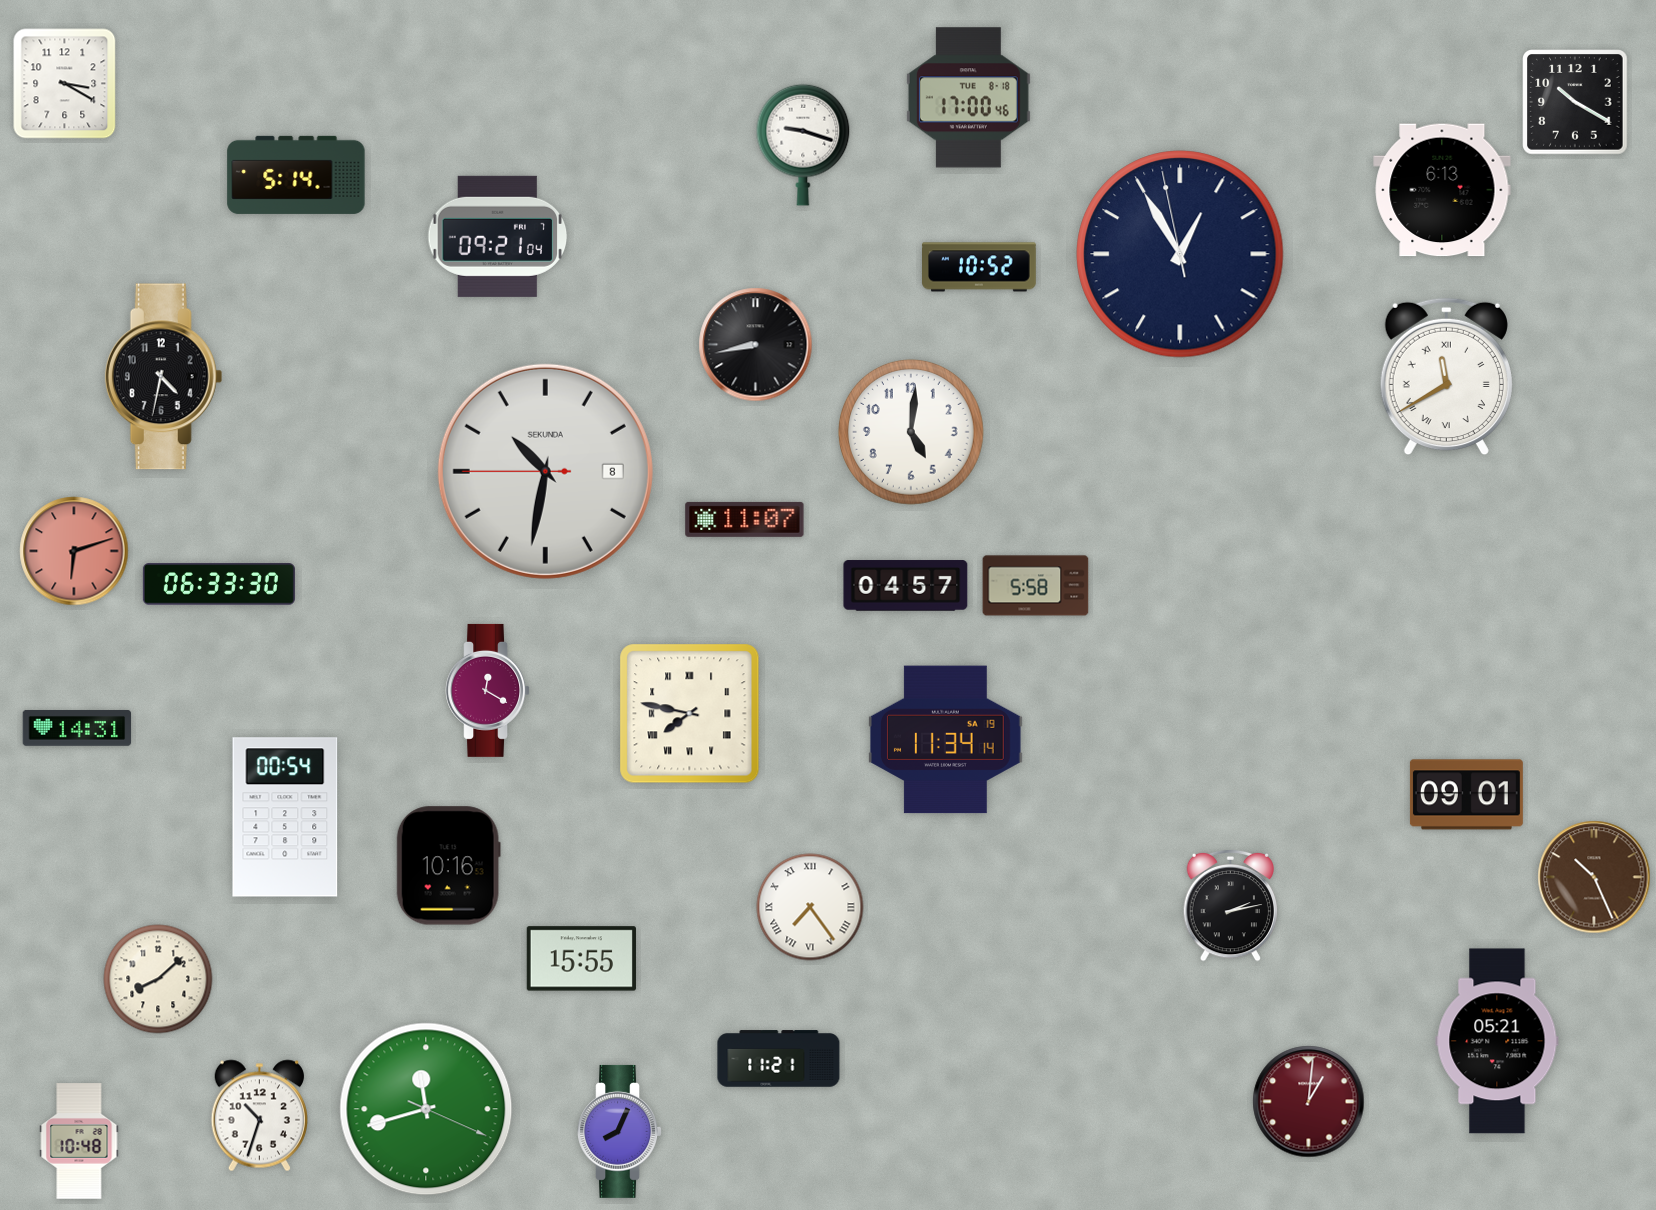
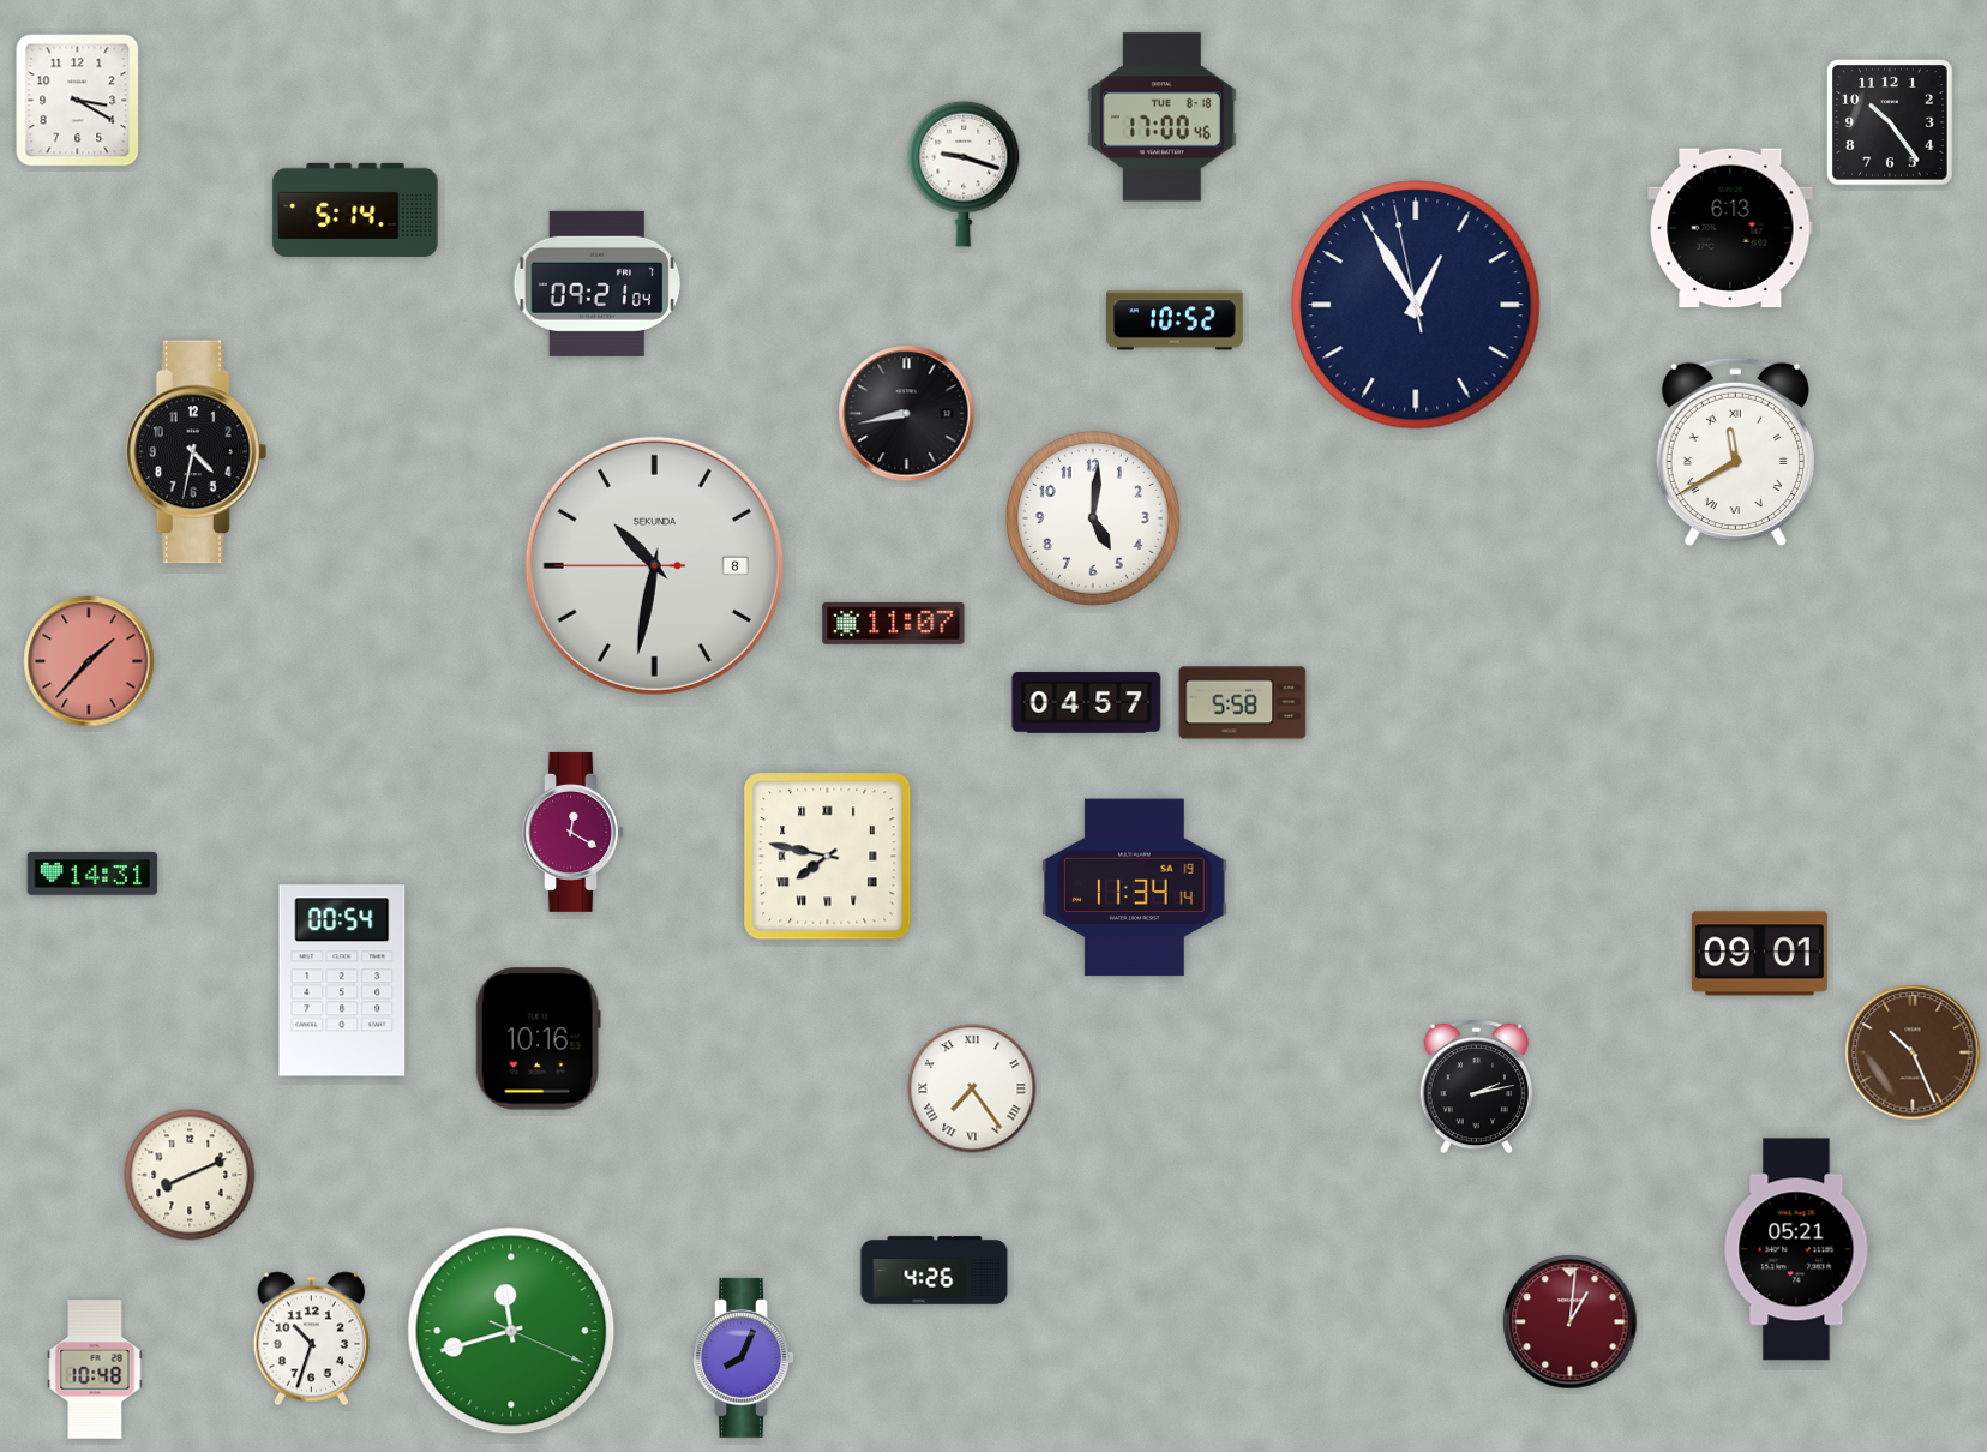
clock at (1575, 102): 10:20 -> 10:24
clock at (74, 551): 6:12 -> 1:37
clock at (219, 584): 06:33 -> none
clock at (488, 690) position: (488, 690) -> (574, 832)
clock at (581, 959): 15:55 -> none
clock at (158, 979): 8:08 -> 8:11
clock at (779, 1059): 11:21 -> 4:26
